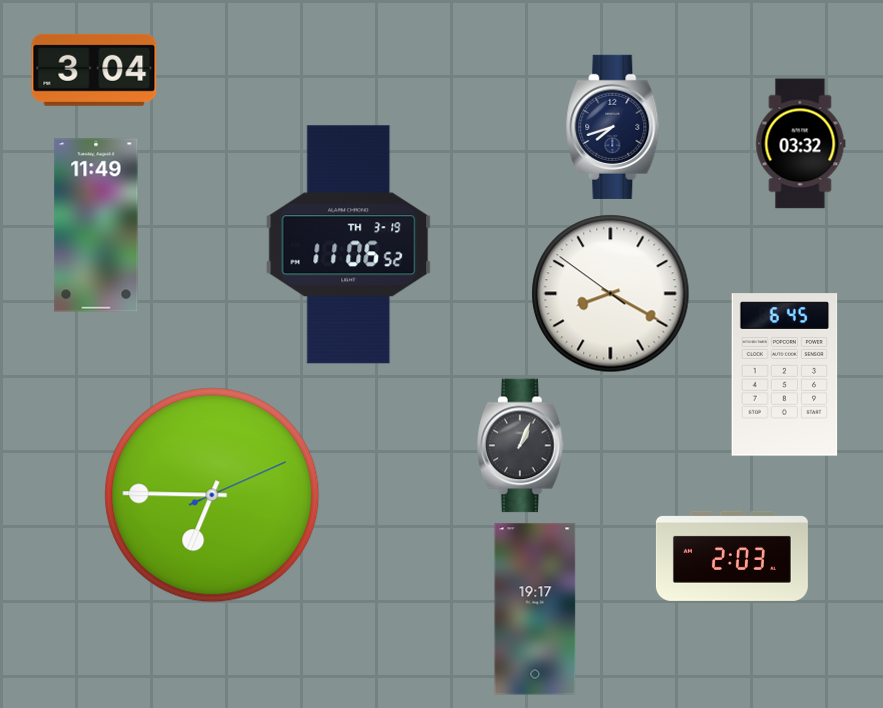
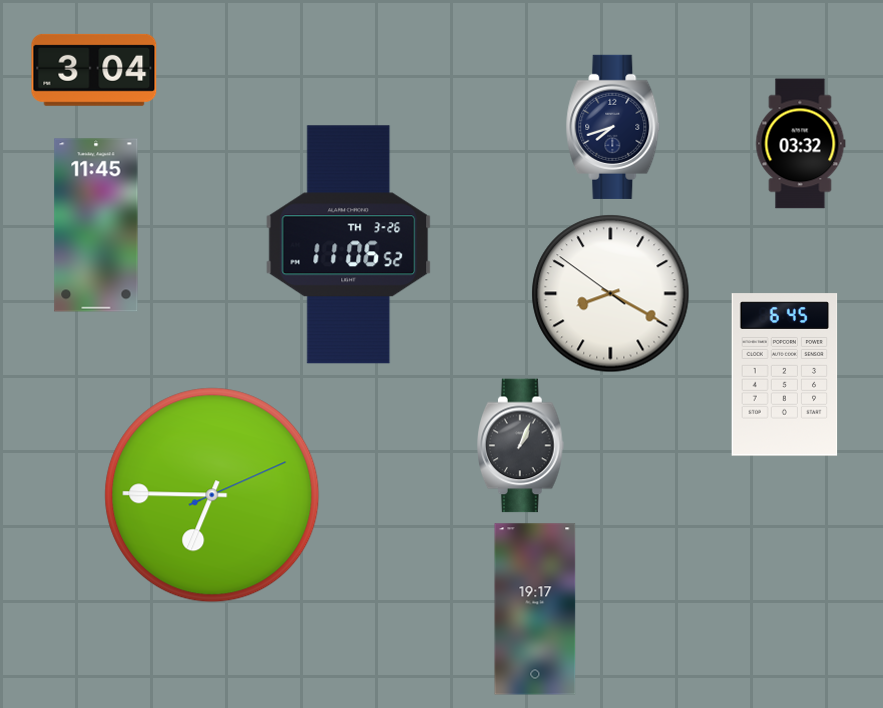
clock at (96, 225): 11:49 -> 11:45
clock at (349, 245) date: TH 3-19 -> TH 3-26
clock at (732, 556): 2:03 -> none
